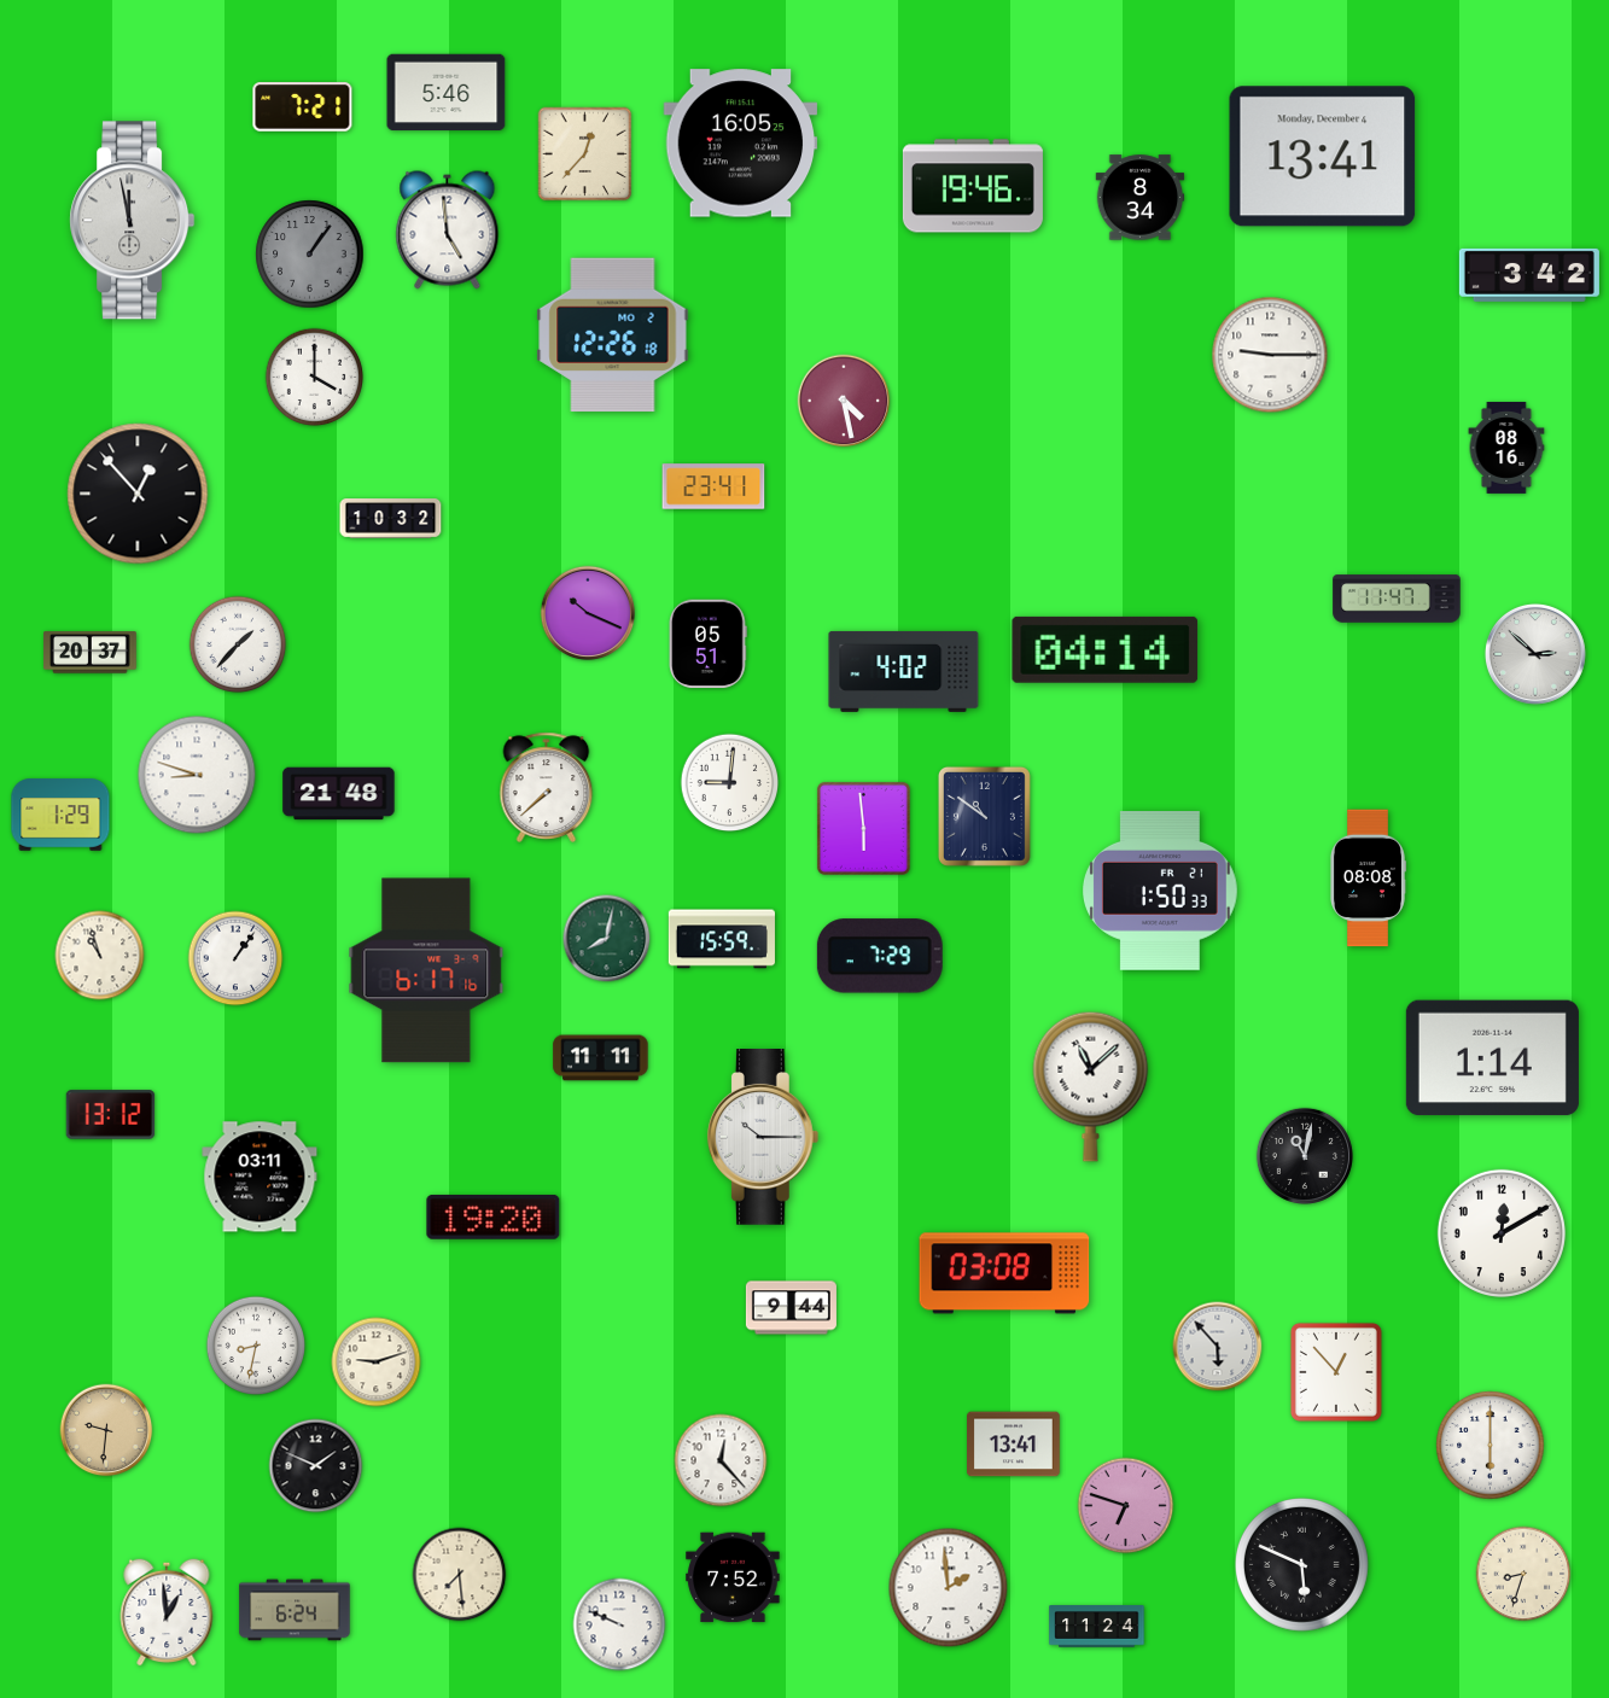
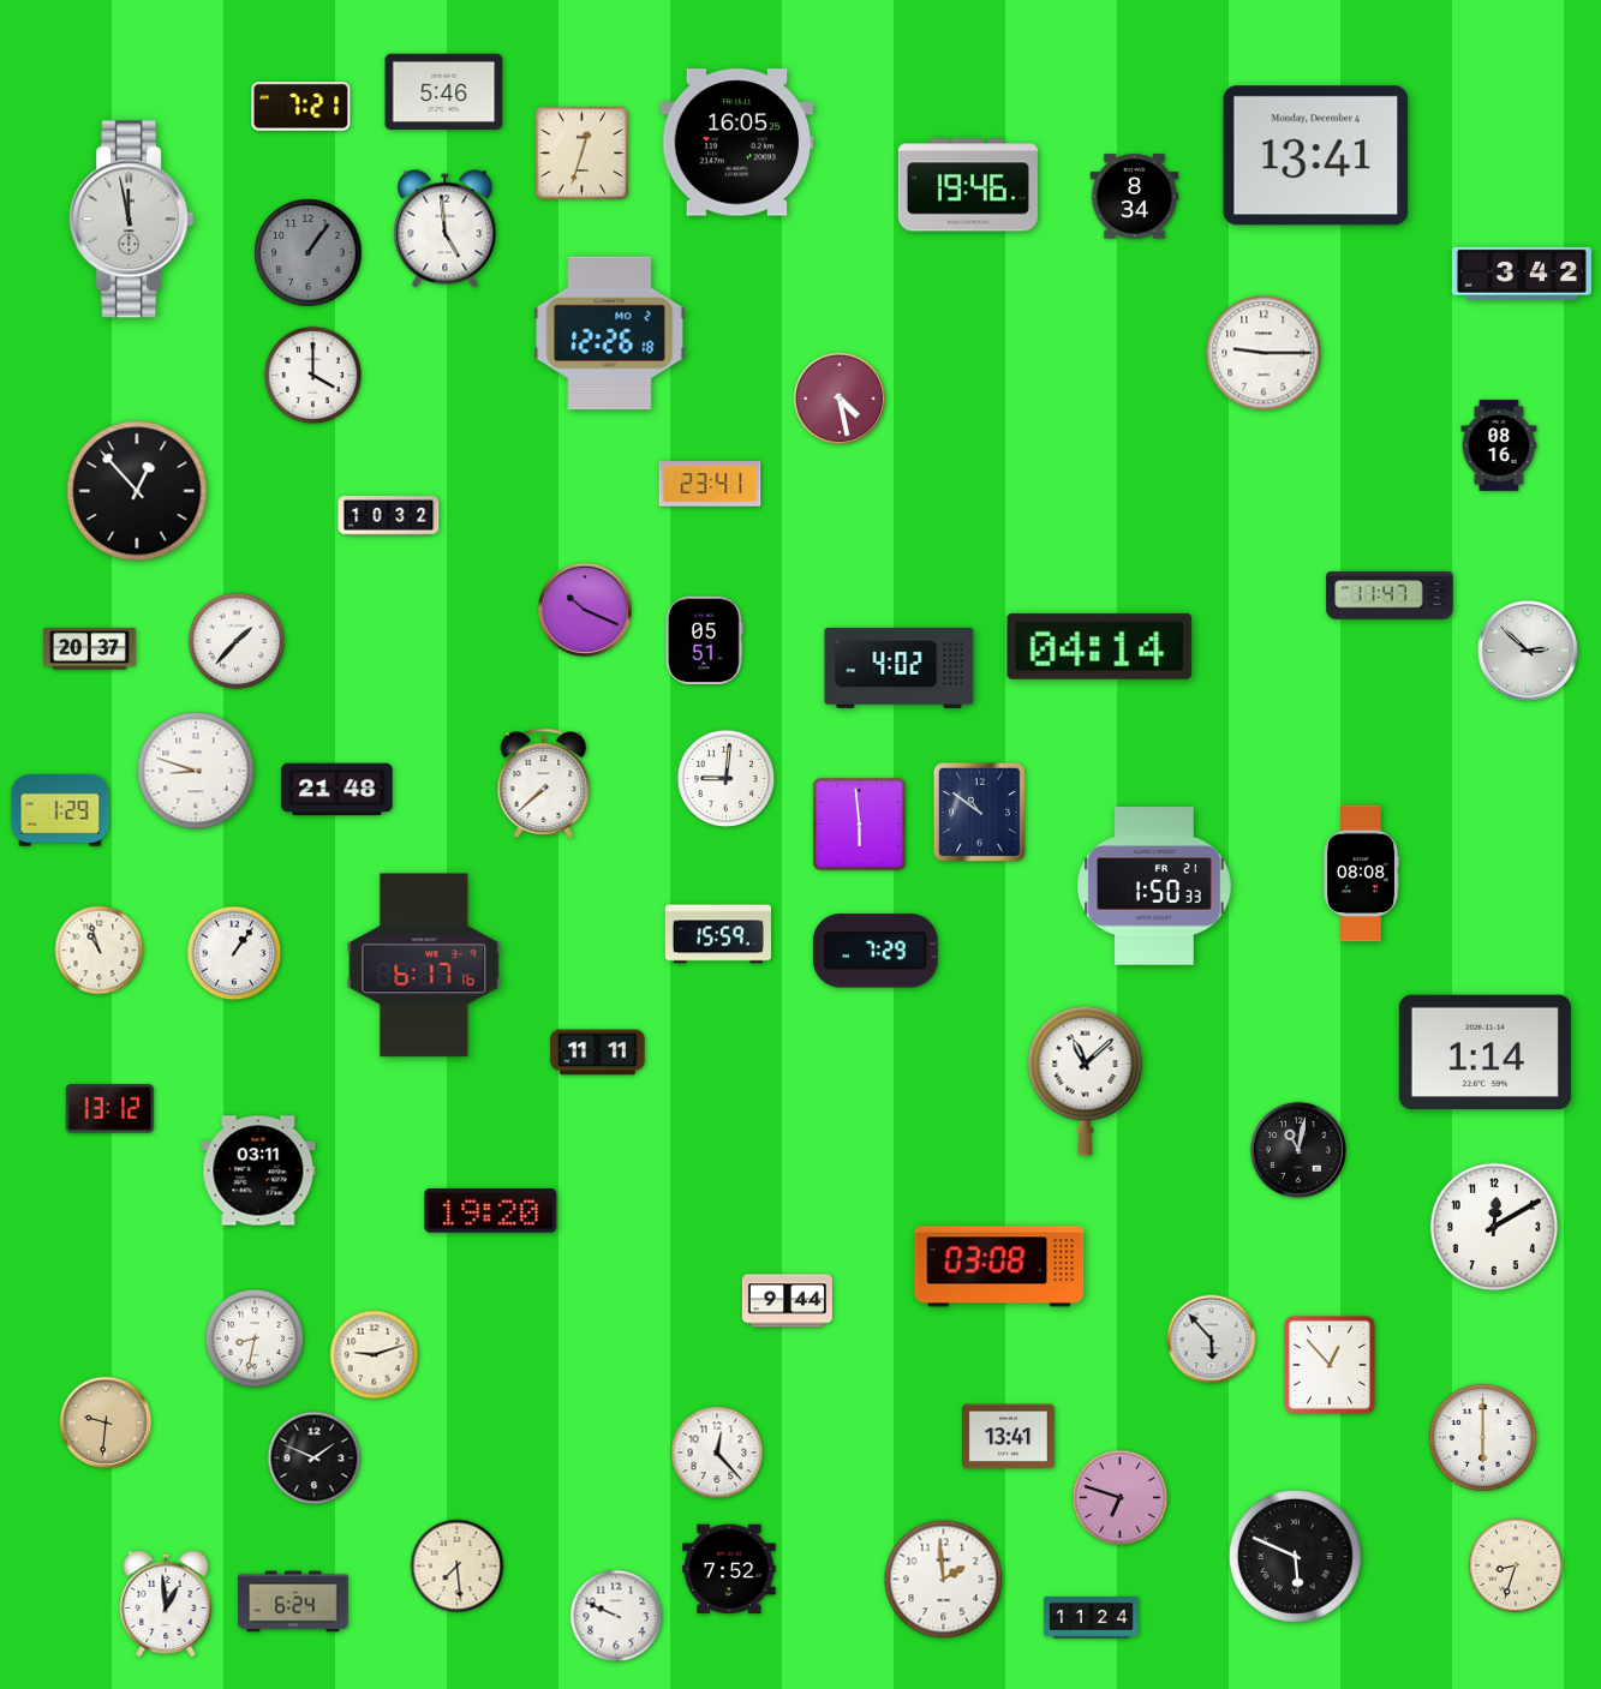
clock at (585, 154): 12:37 -> 12:33
clock at (607, 939): 8:02 -> none
clock at (763, 1138): 10:15 -> none
